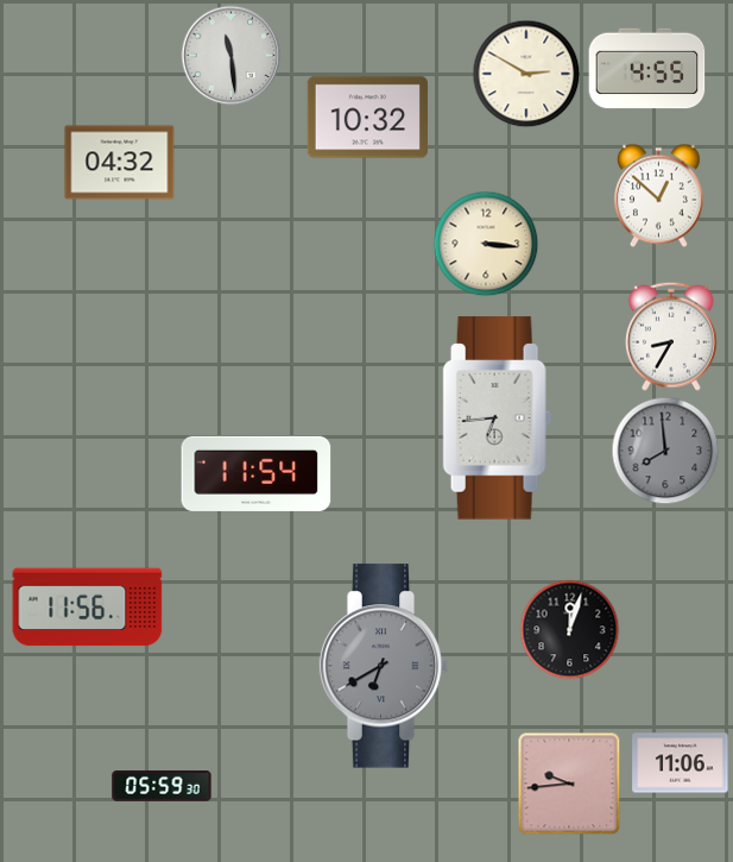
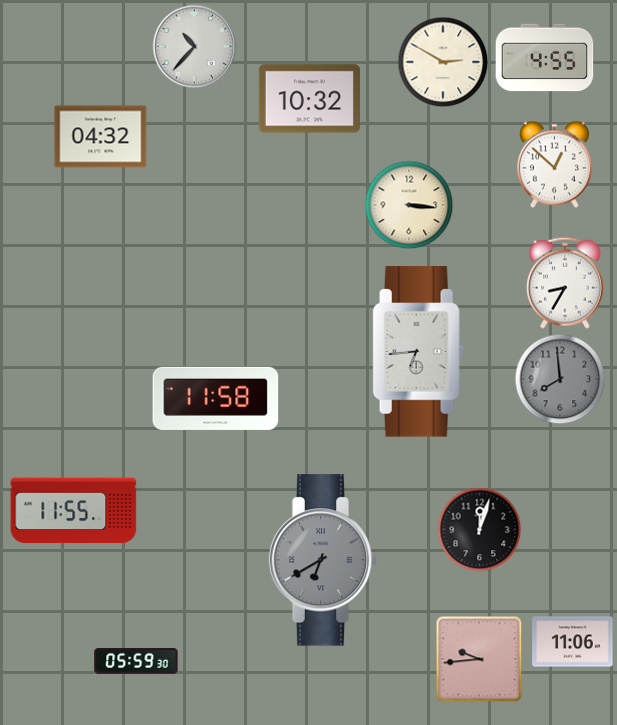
clock at (232, 56): 11:29 -> 10:37
clock at (257, 473): 11:54 -> 11:58
clock at (88, 608): 11:56 -> 11:55
